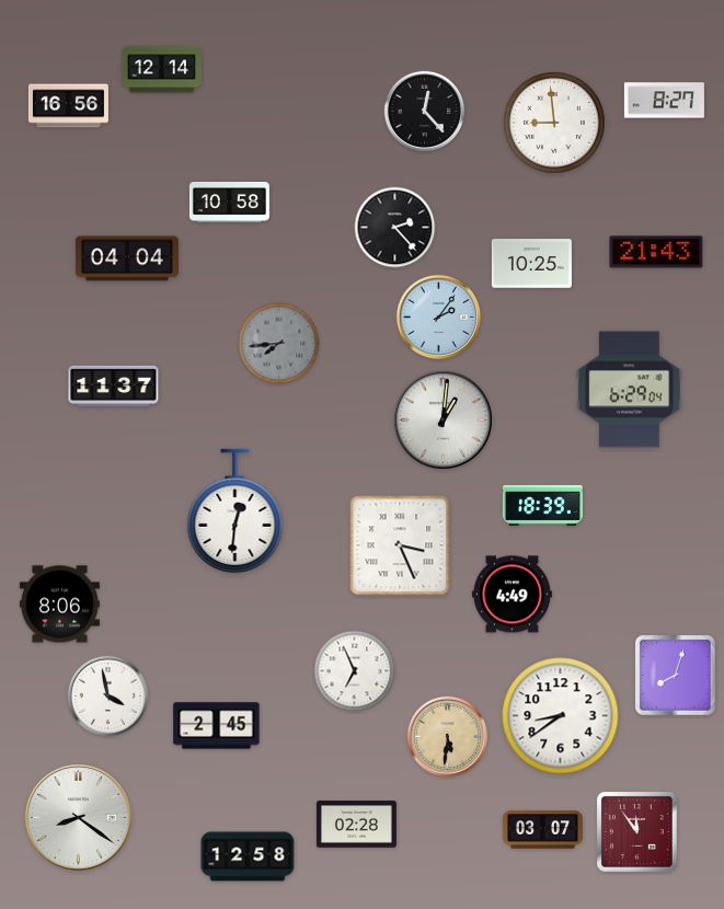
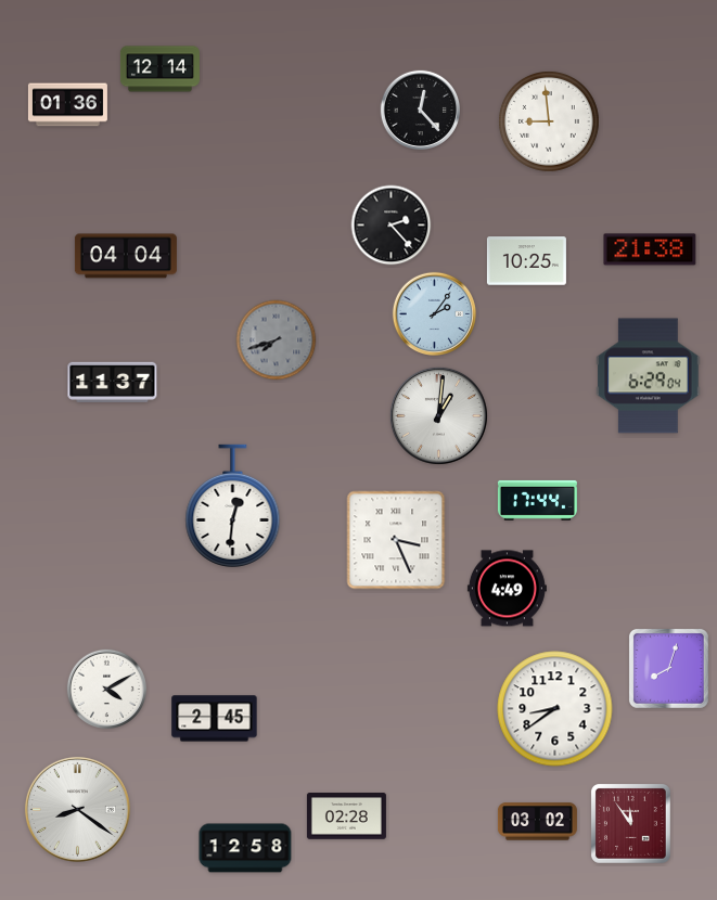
clock at (664, 101): 8:27 -> none
clock at (68, 106): 16:56 -> 01:36
clock at (229, 203): 10:58 -> none
clock at (656, 252): 21:43 -> 21:38
clock at (279, 344): 7:44 -> 7:42
clock at (630, 390) position: (630, 390) -> (649, 376)
clock at (542, 505): 18:39 -> 17:44
clock at (59, 605): 8:06 -> none
clock at (355, 671): 6:56 -> none
clock at (107, 695): 3:58 -> 4:10
clock at (447, 736): 5:31 -> none
clock at (356, 825) position: (356, 825) -> (346, 817)
clock at (542, 830): 03:07 -> 03:02
